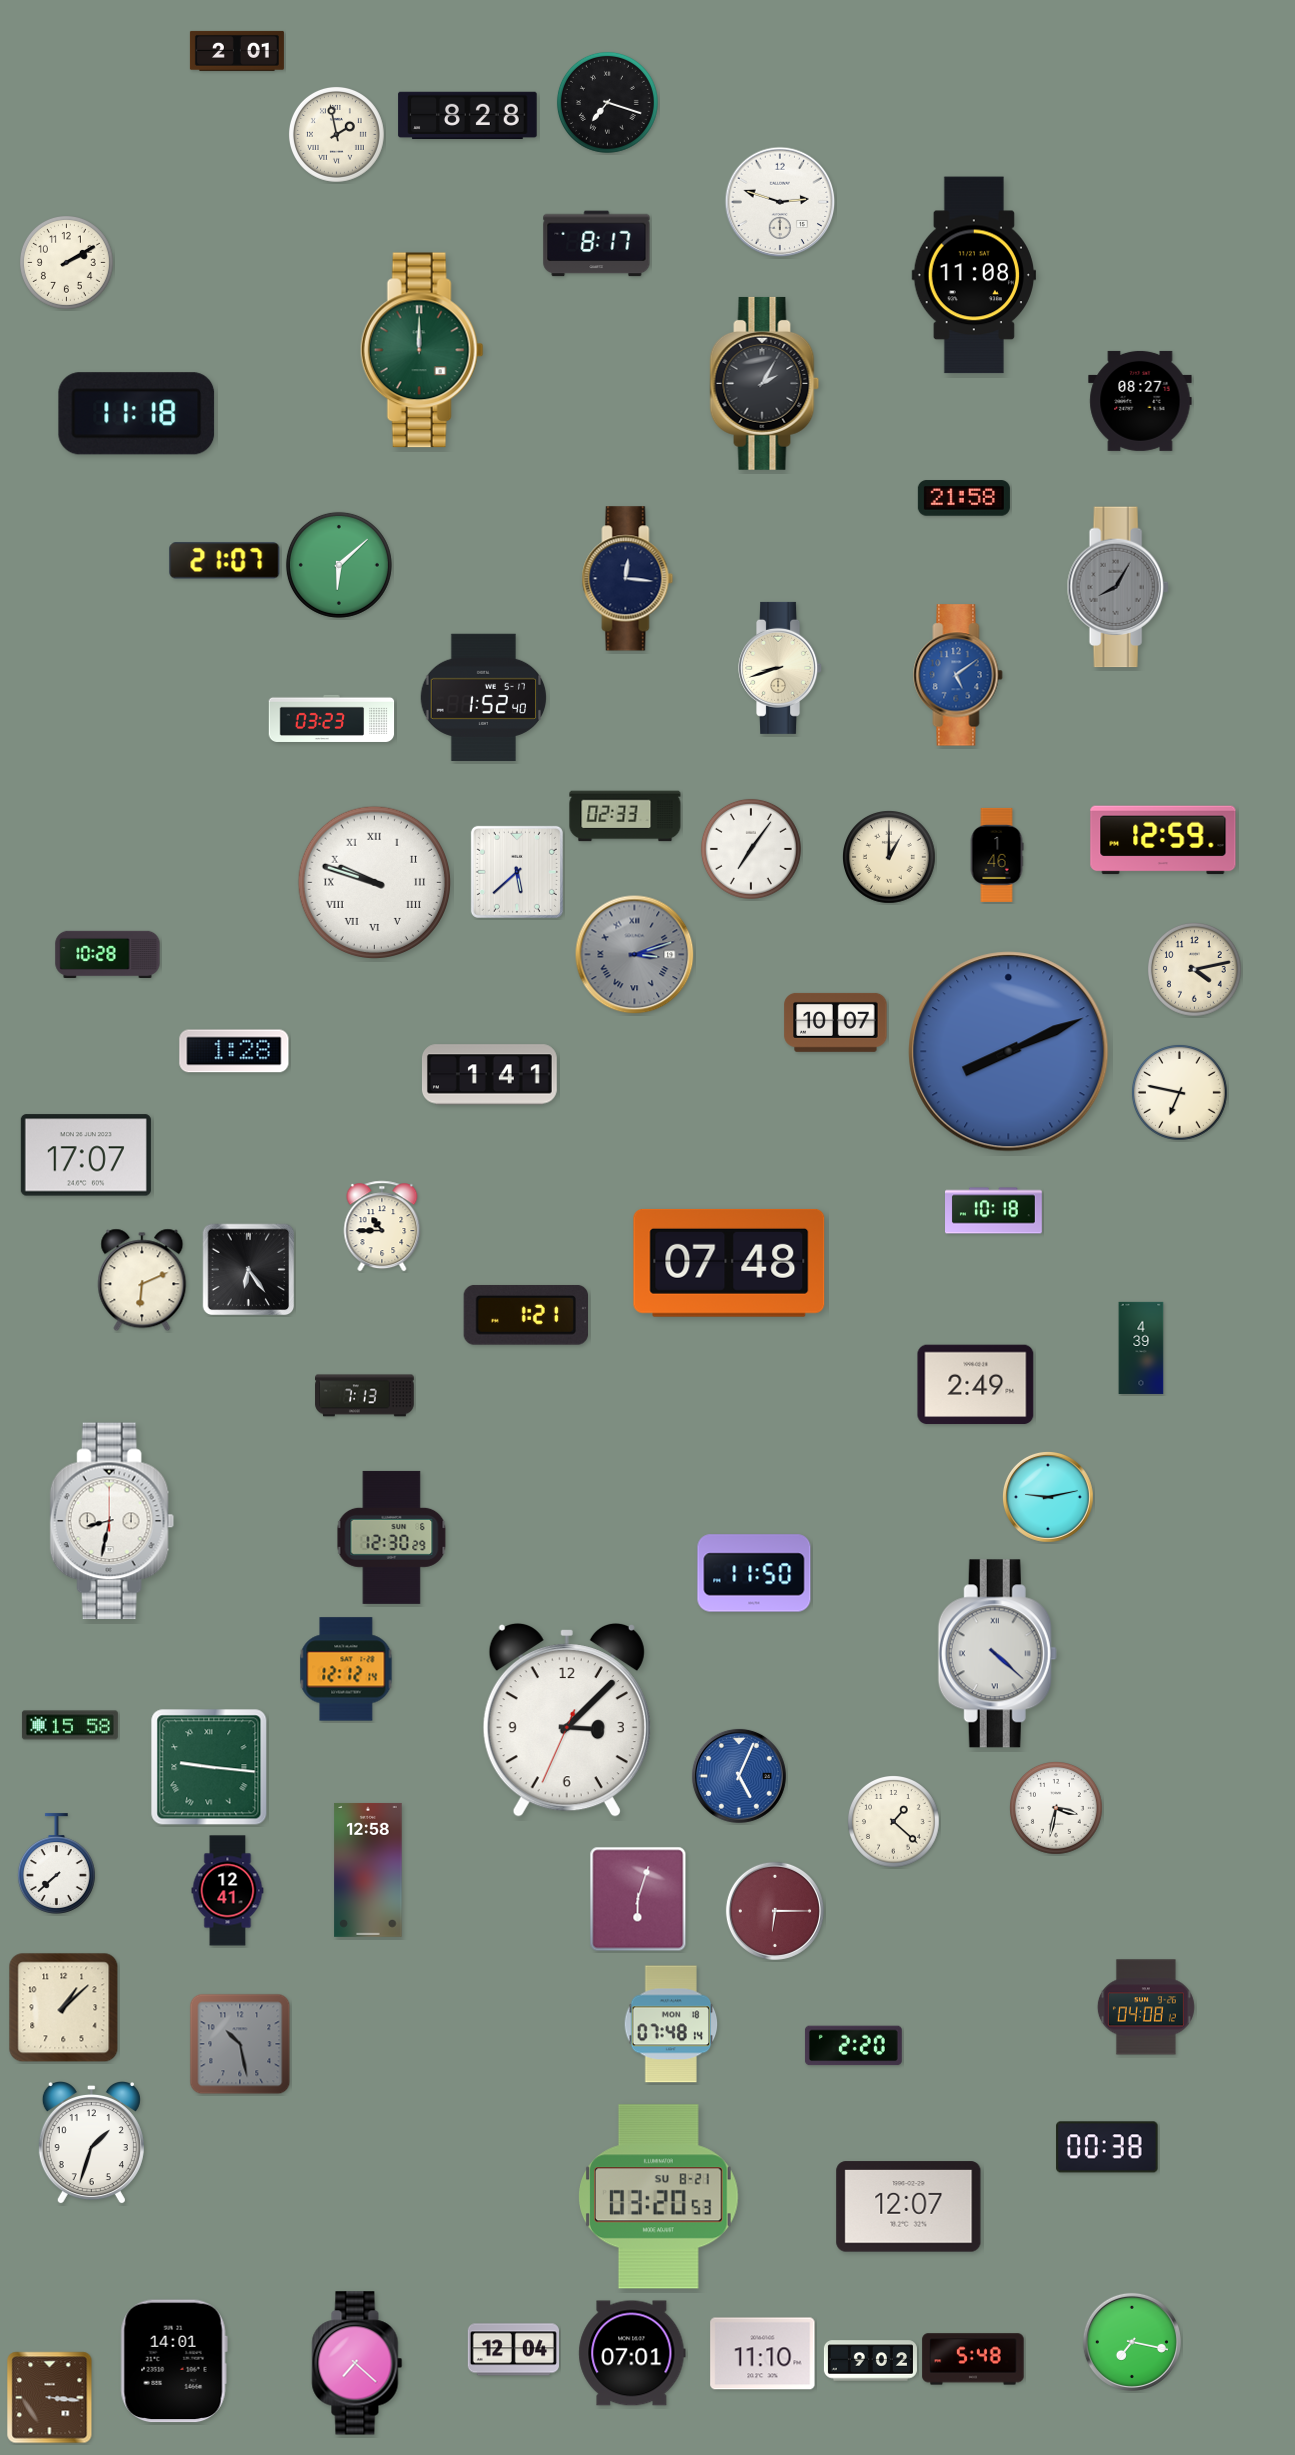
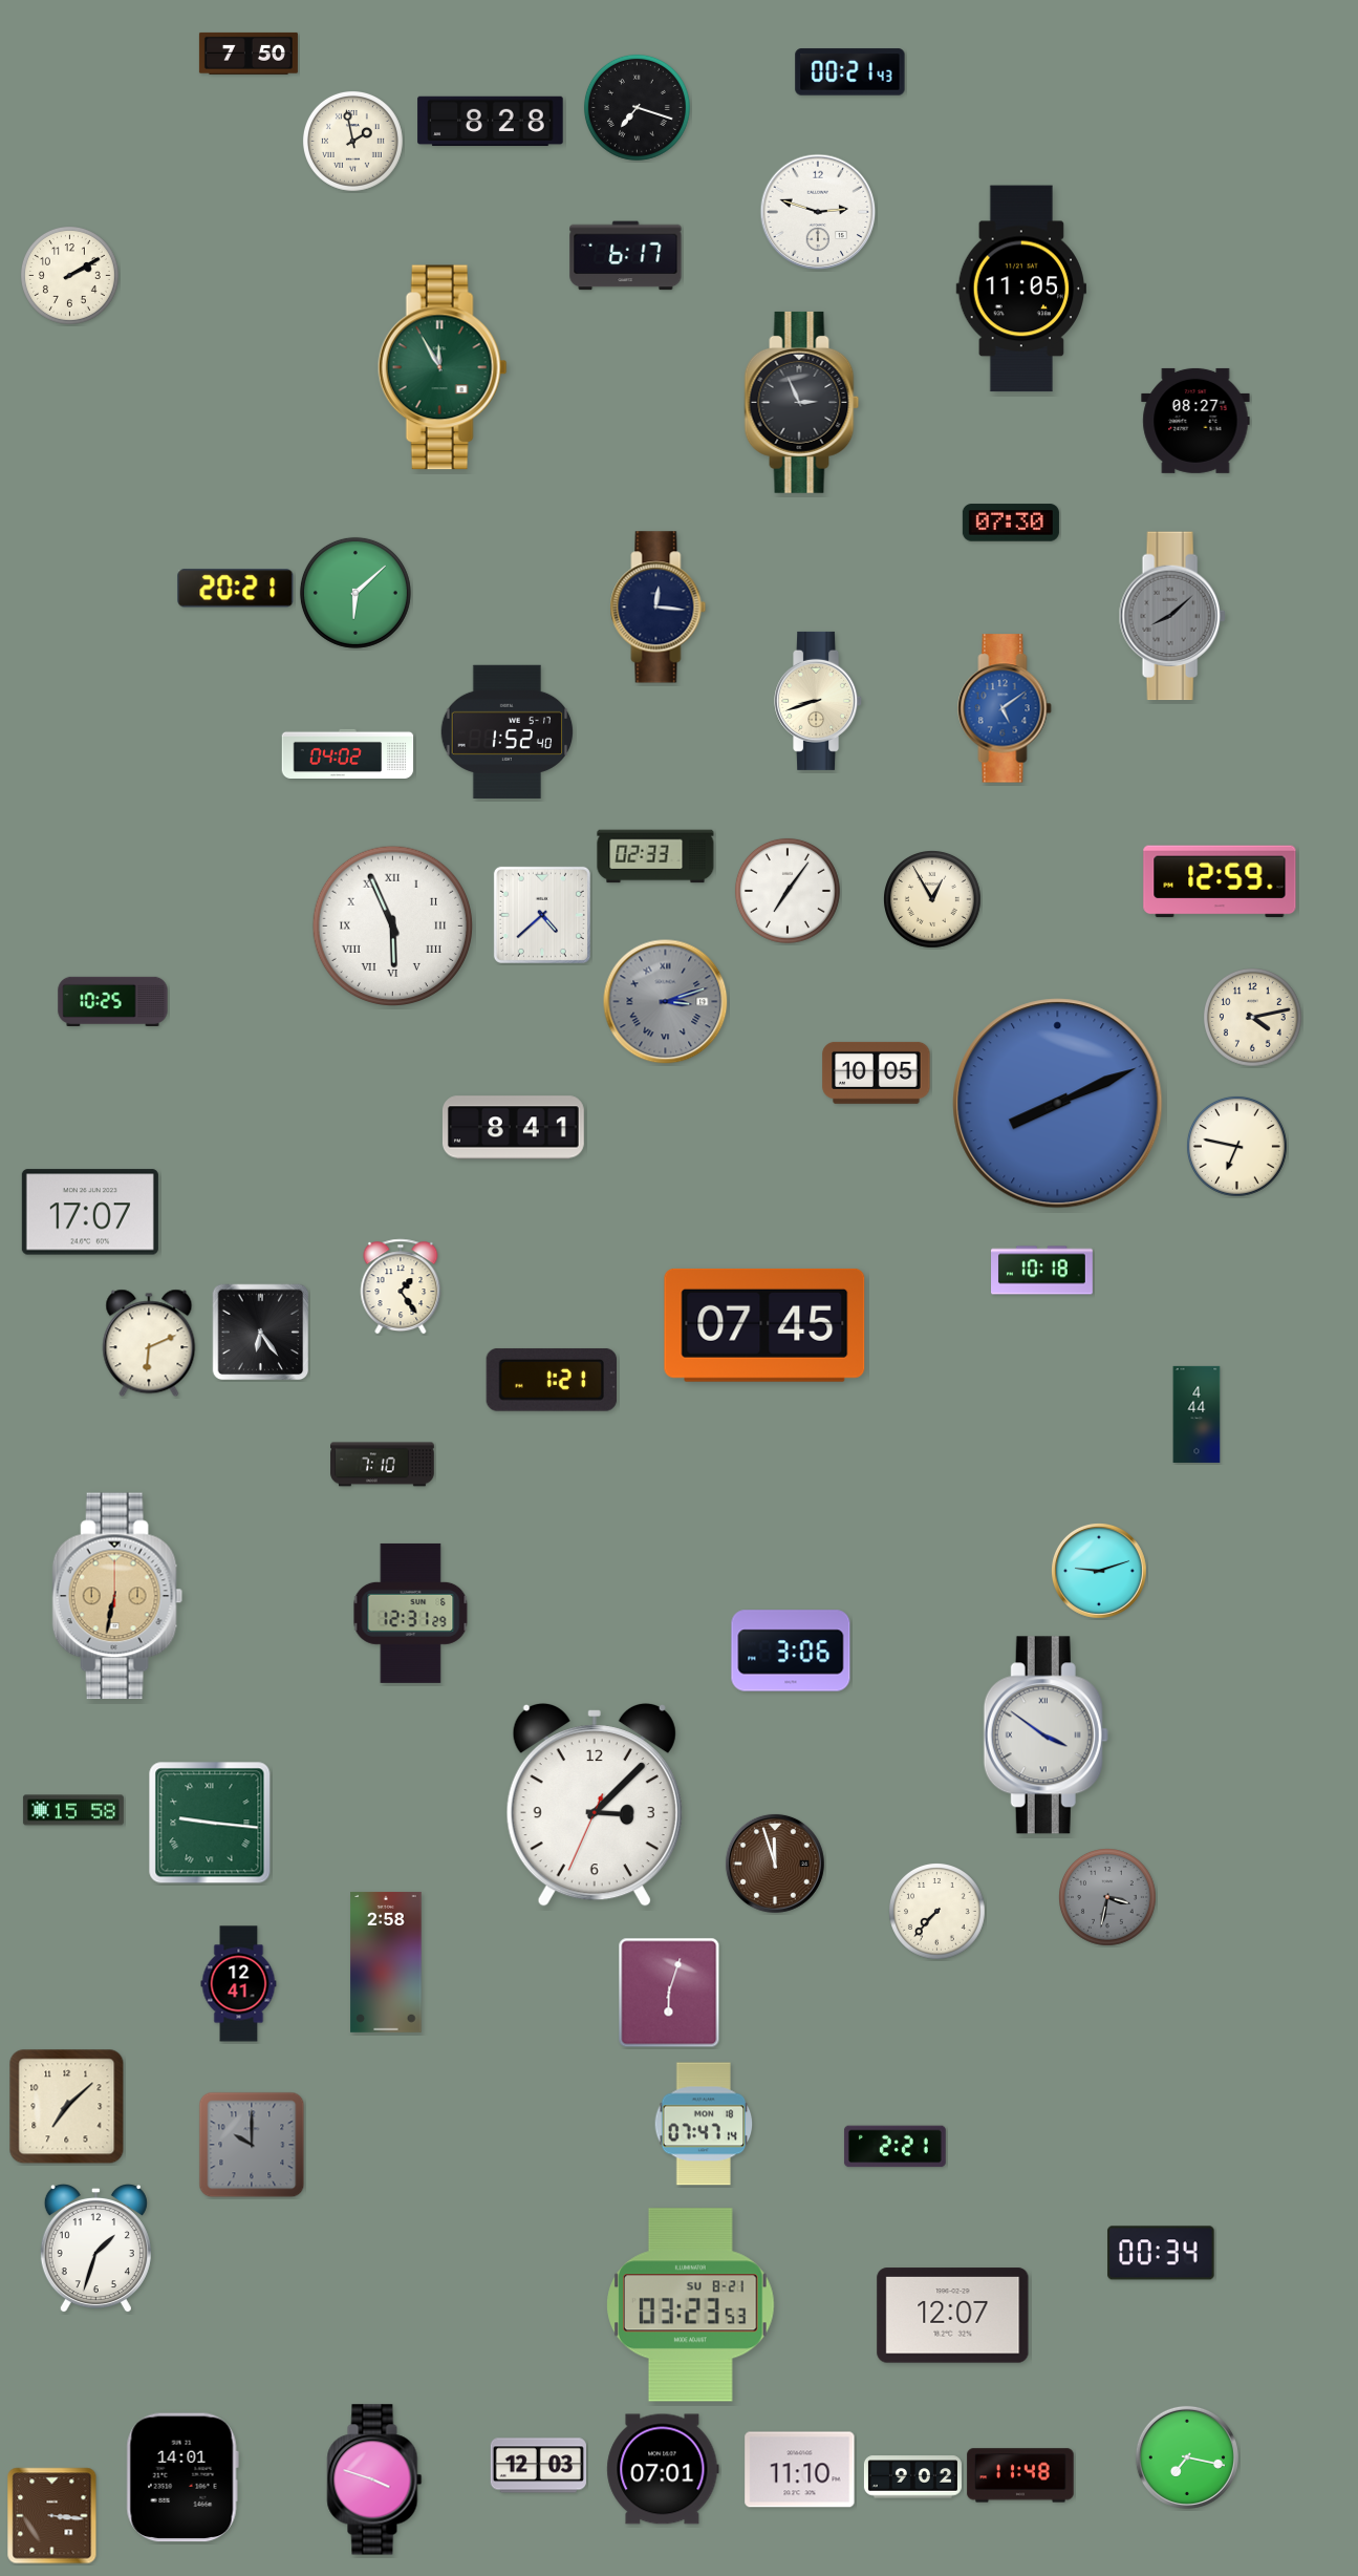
clock at (237, 51): 2:01 -> 7:50
clock at (850, 72): none -> 00:21
clock at (597, 244): 8:17 -> 6:17
clock at (973, 275): 11:08 -> 11:05
clock at (422, 350): 12:00 -> 11:55
clock at (765, 383): 2:05 -> 2:56
clock at (137, 414): 11:18 -> none
clock at (964, 498): 21:58 -> 07:30
clock at (225, 561): 21:07 -> 20:21
clock at (1118, 587): 8:05 -> 8:08
clock at (332, 718): 03:23 -> 04:02
clock at (997, 855): 1:46 -> none
clock at (890, 858): 1:00 -> 12:55
clock at (517, 872): 5:38 -> 4:38
clock at (374, 882): 9:48 -> 5:56
clock at (108, 954): 10:28 -> 10:25
clock at (836, 1022): 10:07 -> 10:05
clock at (234, 1051): 1:28 -> none
clock at (489, 1075): 1:41 -> 8:41
clock at (382, 1226): 10:45 -> 1:24
clock at (729, 1263): 07:48 -> 07:45
clock at (1141, 1348): 4:39 -> 4:44
clock at (976, 1385): 2:49 -> none
clock at (365, 1396): 7:13 -> 7:10
clock at (1049, 1498): 9:13 -> 9:12
clock at (112, 1521): 8:32 -> 6:32
clock at (112, 1521) dial: white -> champagne
clock at (392, 1537): 12:30 -> 12:31
clock at (754, 1573): 11:50 -> 3:06
clock at (997, 1654): 4:22 -> 3:51
clock at (346, 1669): 12:12 -> none
clock at (209, 1767) position: (209, 1767) -> (210, 1823)
clock at (739, 1776): 5:04 -> 11:57
clock at (739, 1776) dial: blue -> brown
clock at (1057, 1809) dial: white -> grey
clock at (894, 1822): 1:22 -> 7:37
clock at (56, 1864): 7:38 -> none
clock at (368, 1870): 12:58 -> 2:58
clock at (775, 1911): 6:15 -> none
clock at (1146, 2007): 04:08 -> none
clock at (64, 2008): 1:08 -> 7:08
clock at (671, 2024): 07:48 -> 07:47
clock at (240, 2044): 10:28 -> 10:00
clock at (853, 2046): 2:20 -> 2:21
clock at (1107, 2147): 00:38 -> 00:34
clock at (659, 2197): 03:20 -> 03:23
clock at (513, 2350): 12:04 -> 12:03
clock at (973, 2359): 5:48 -> 11:48
clock at (357, 2363): 7:22 -> 3:48
